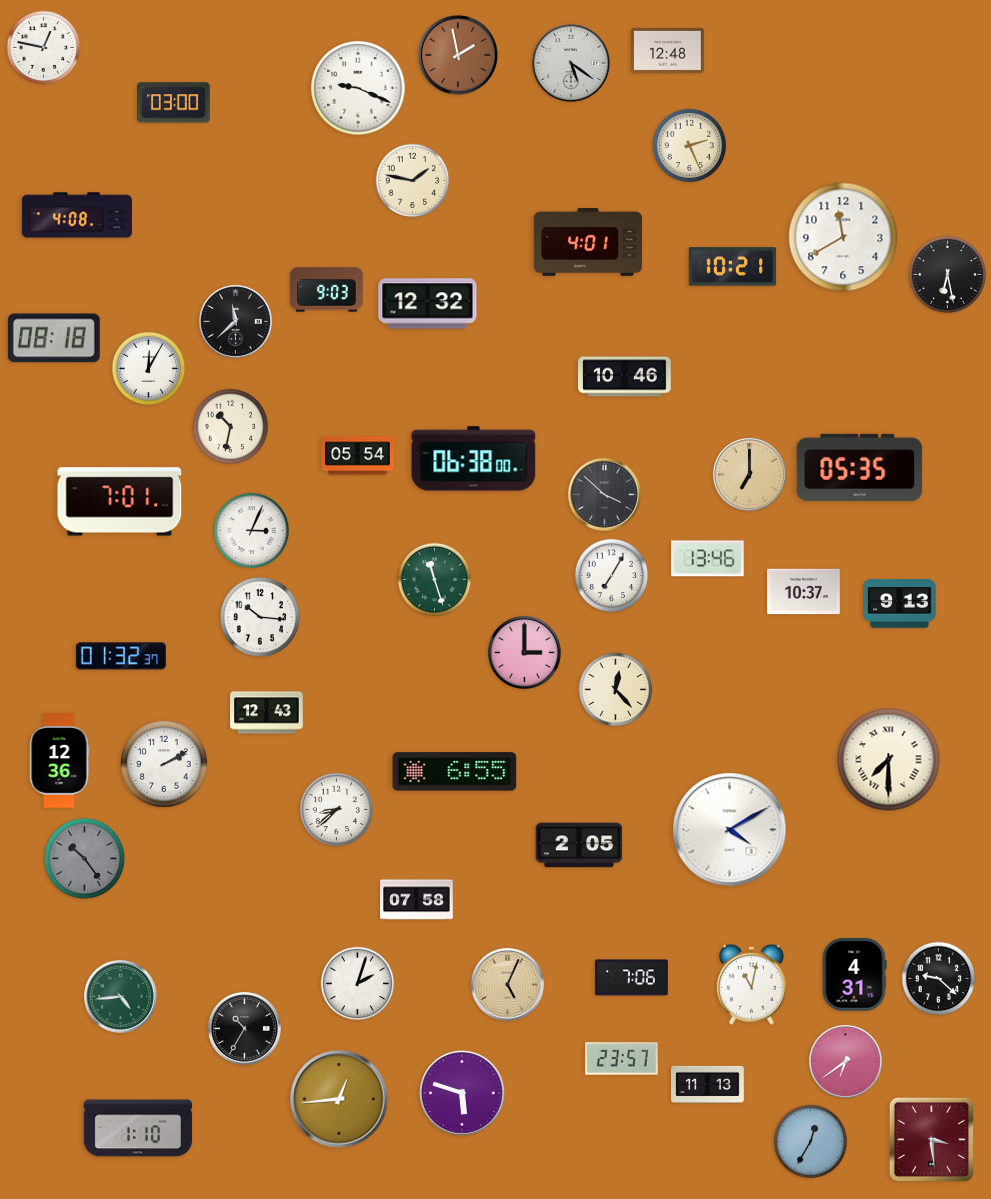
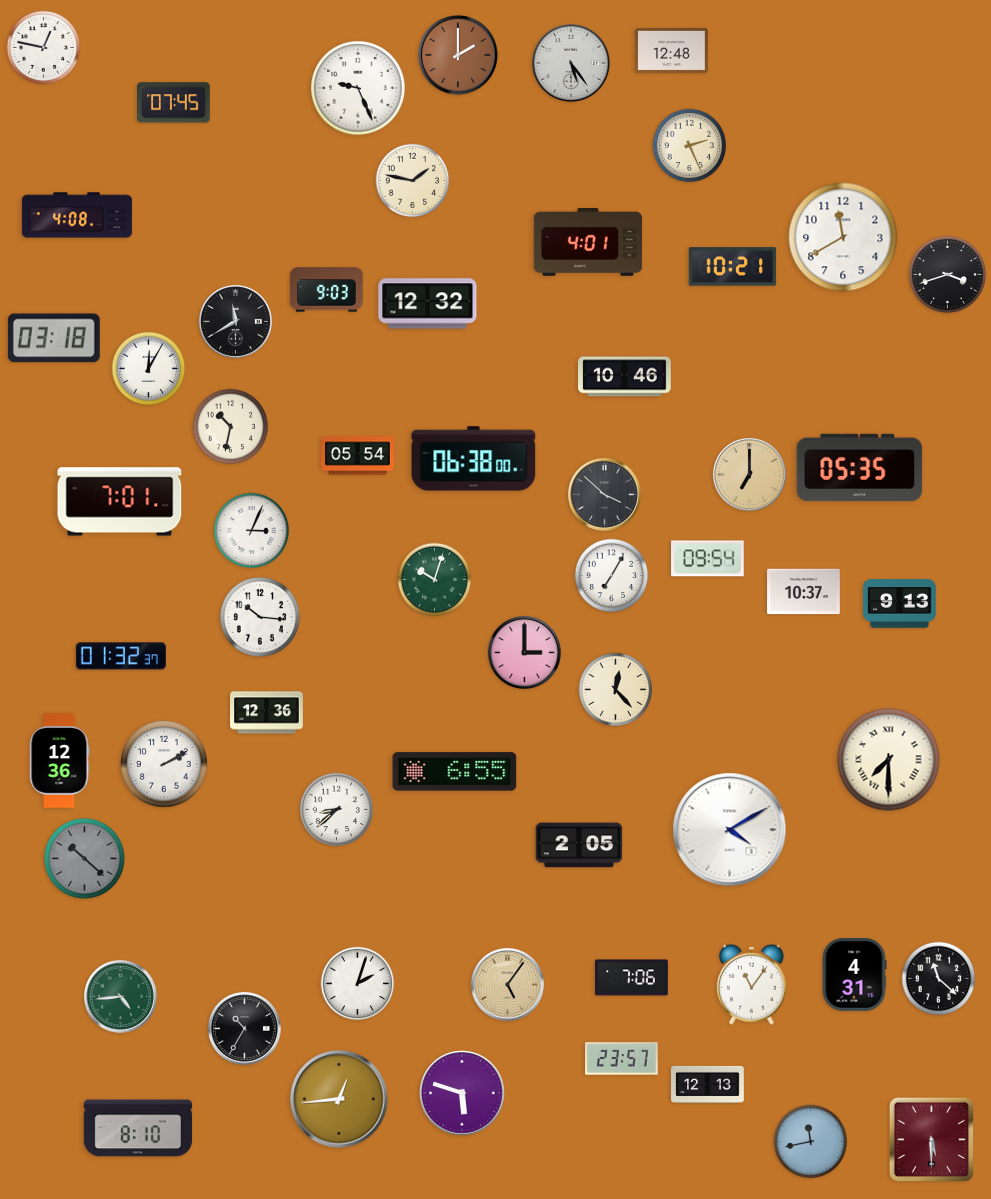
clock at (668, 50) position: (668, 50) -> (672, 50)
clock at (459, 56): 1:58 -> 2:00
clock at (571, 63): 5:21 -> 5:24
clock at (358, 88): 9:19 -> 9:26
clock at (174, 103): 03:00 -> 07:45
clock at (947, 274): 6:28 -> 3:42
clock at (235, 321): 11:38 -> 11:40
clock at (54, 338): 08:18 -> 03:18
clock at (708, 559): 13:46 -> 09:54
clock at (435, 580): 11:27 -> 10:03
clock at (267, 713): 12:43 -> 12:36
clock at (84, 858): 10:24 -> 10:22
clock at (417, 900): 07:58 -> none
clock at (939, 979): 9:22 -> 11:22
clock at (507, 984): 5:04 -> 5:06
clock at (751, 984): 11:02 -> 11:06
clock at (845, 1061): 6:39 -> none
clock at (708, 1084): 11:13 -> 12:13
clock at (138, 1128): 1:10 -> 8:10
clock at (932, 1140): 3:29 -> 5:30
clock at (811, 1142): 12:35 -> 11:43
